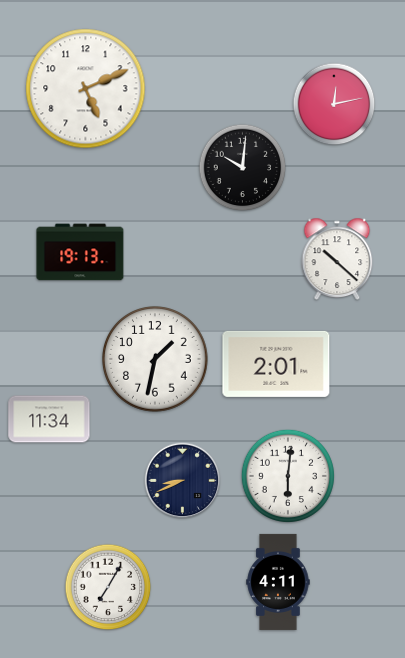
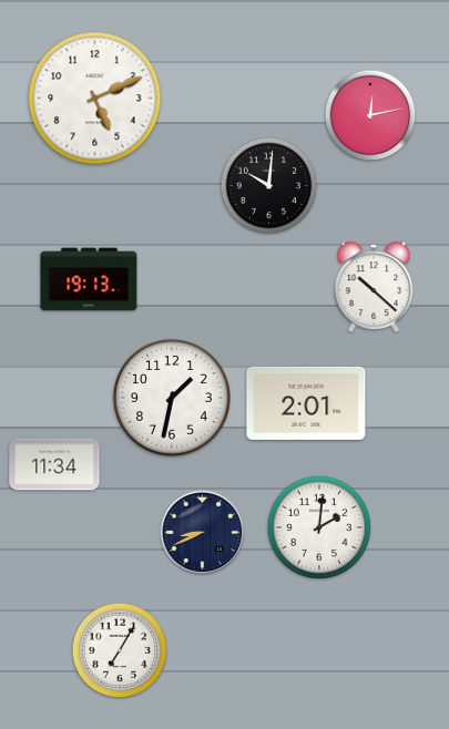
clock at (288, 476): 6:01 -> 2:01
clock at (278, 582): 4:11 -> none
